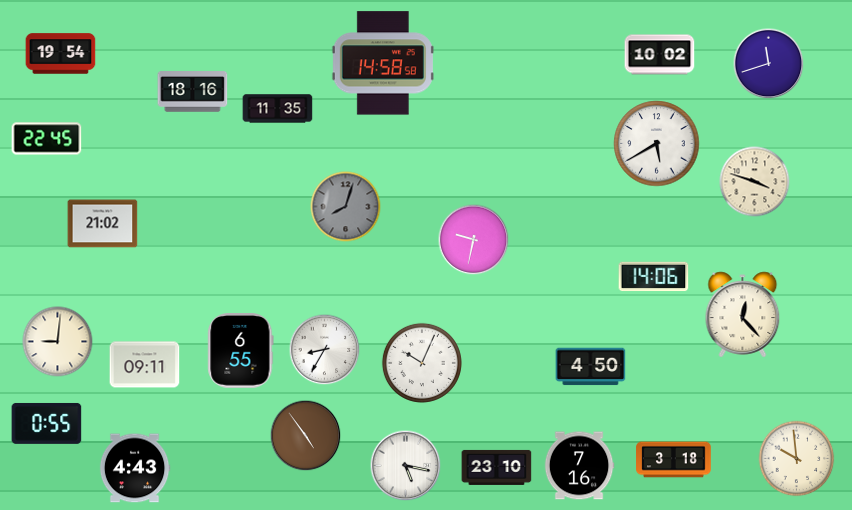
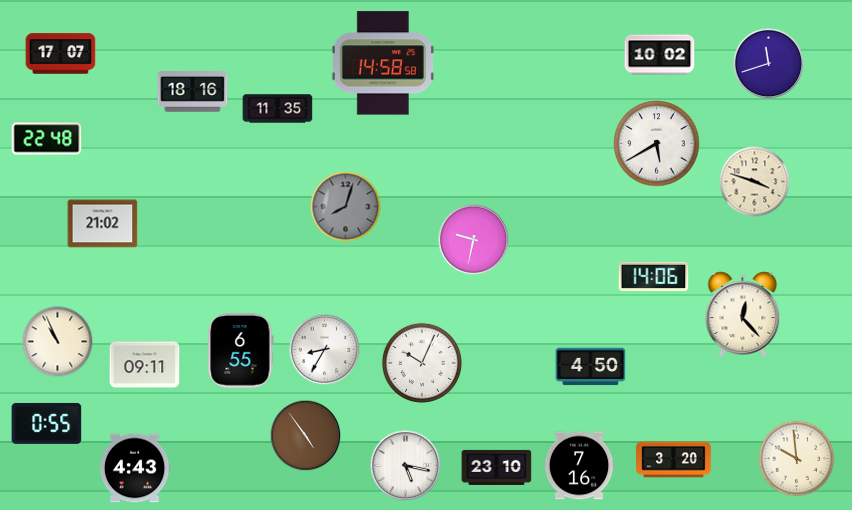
clock at (61, 54): 19:54 -> 17:07
clock at (47, 139): 22:45 -> 22:48
clock at (58, 342): 9:01 -> 10:56
clock at (674, 460): 3:18 -> 3:20
